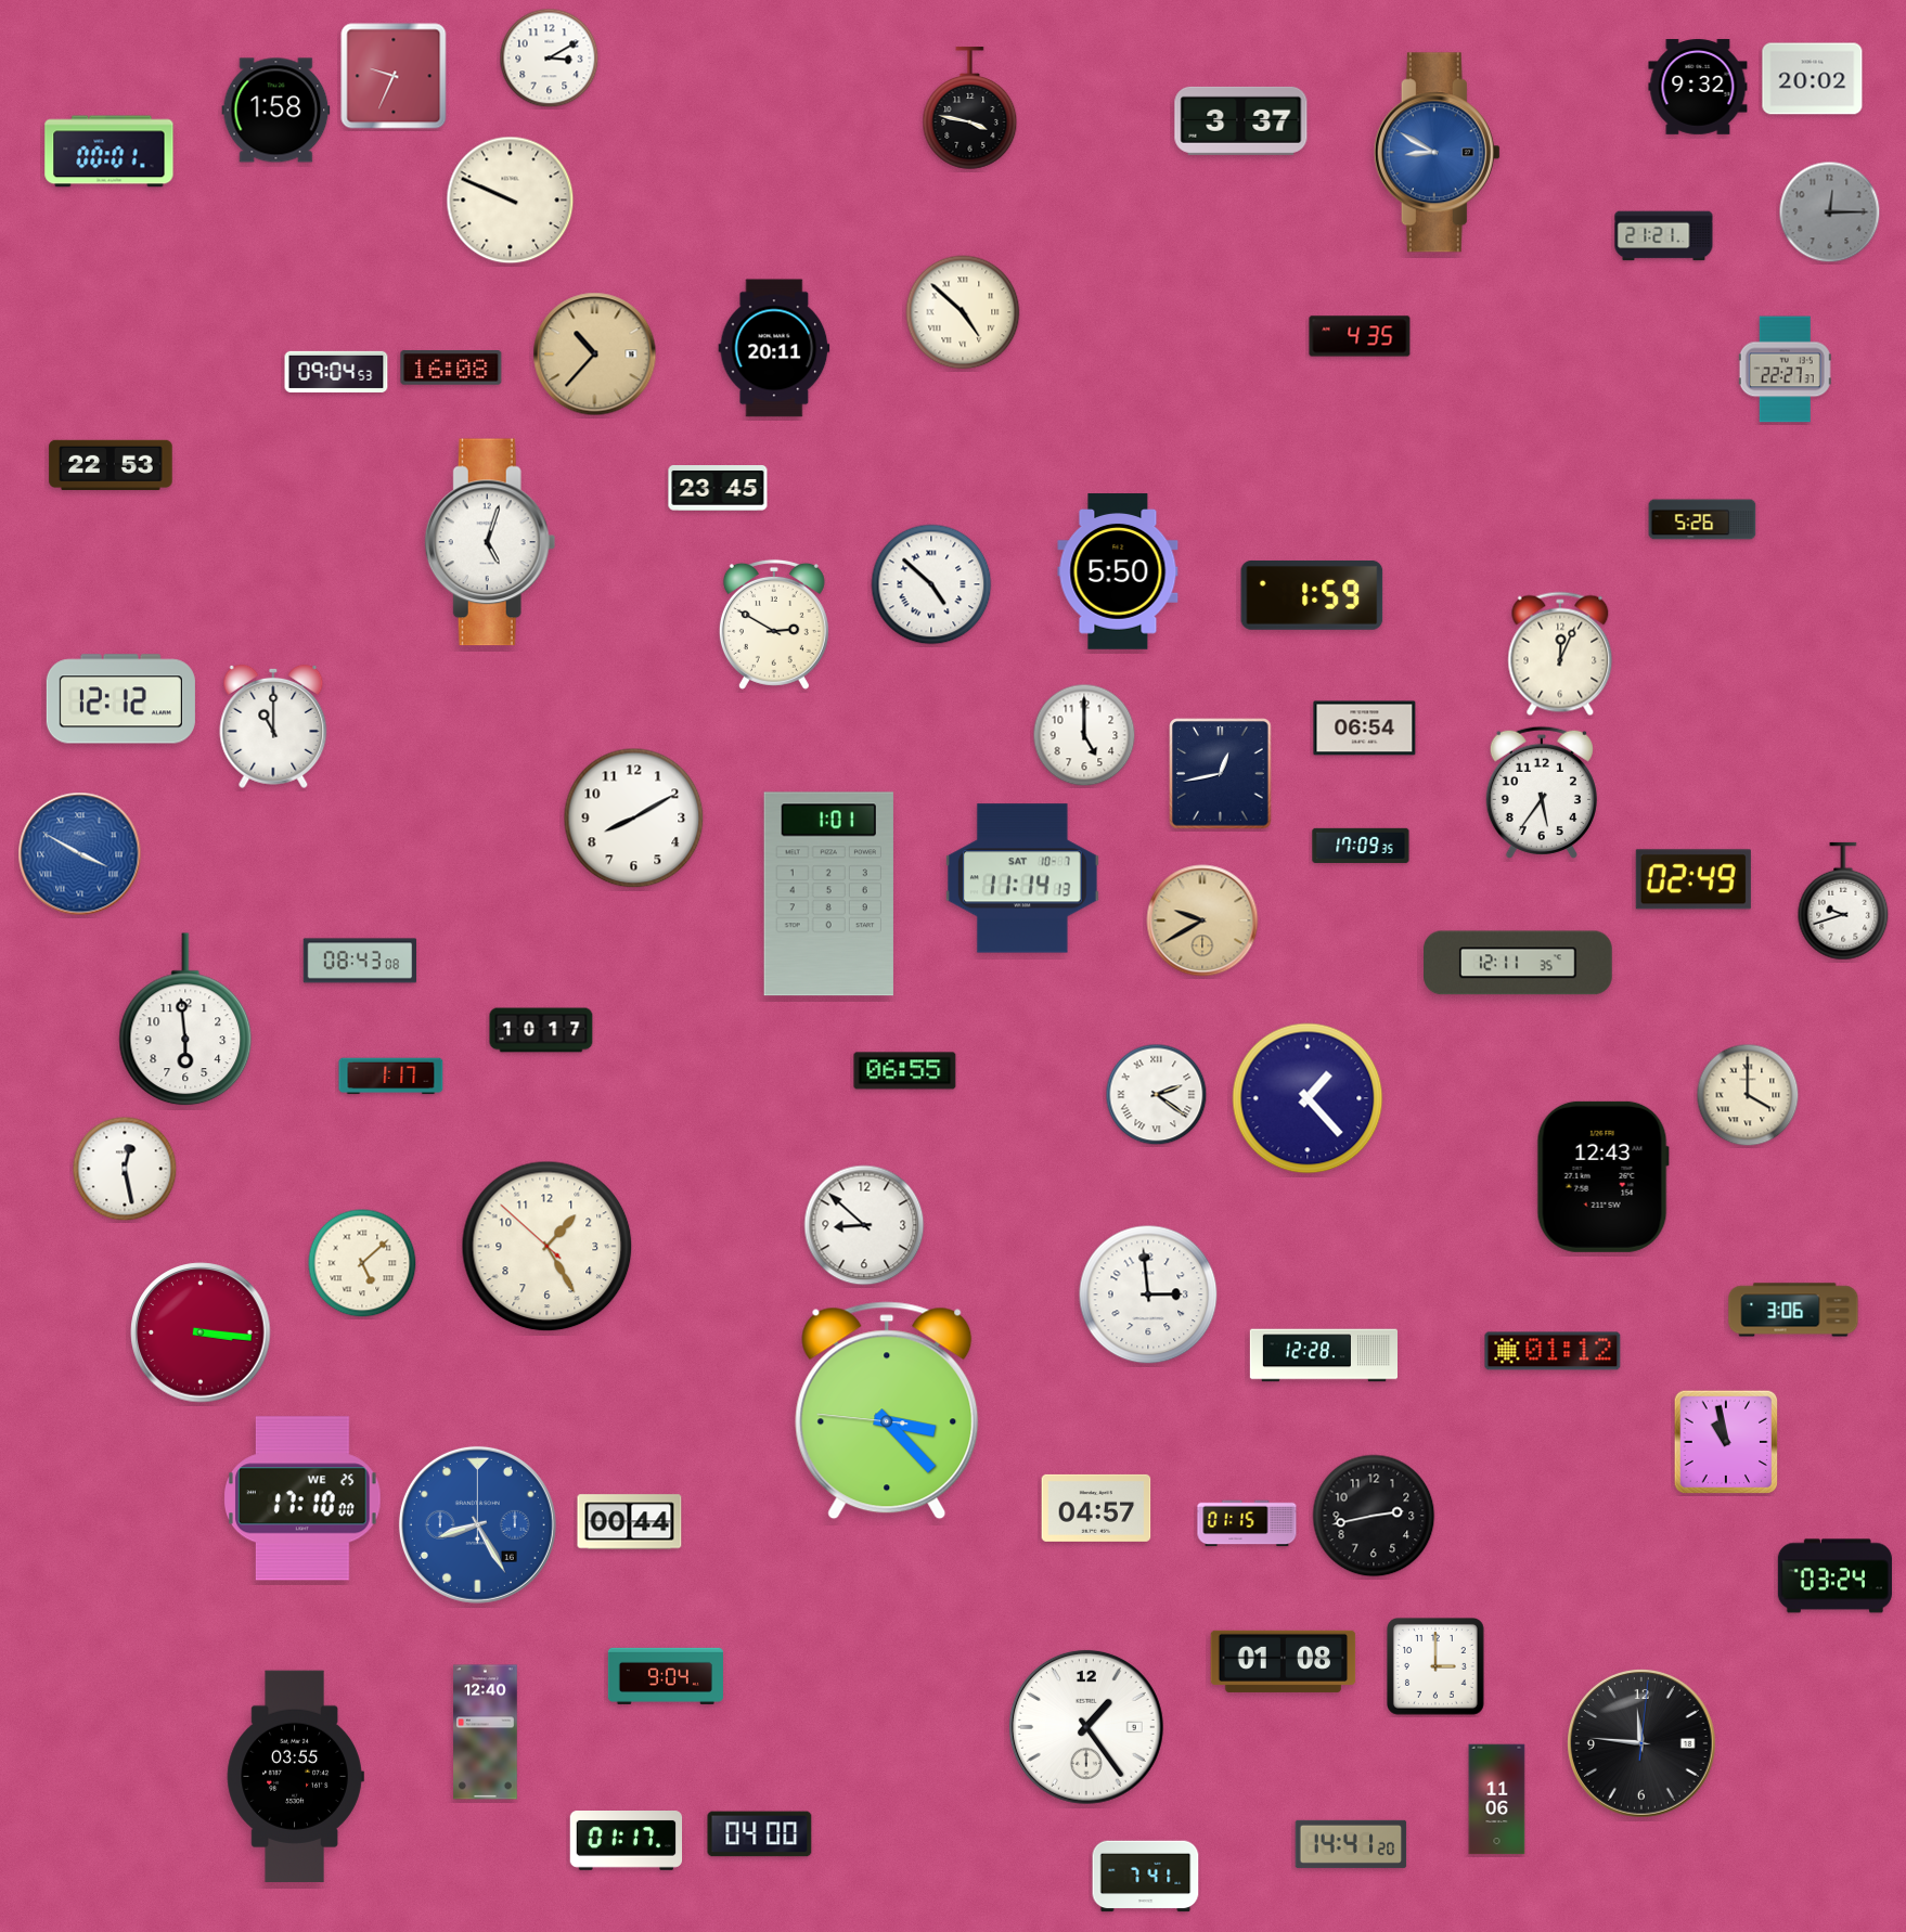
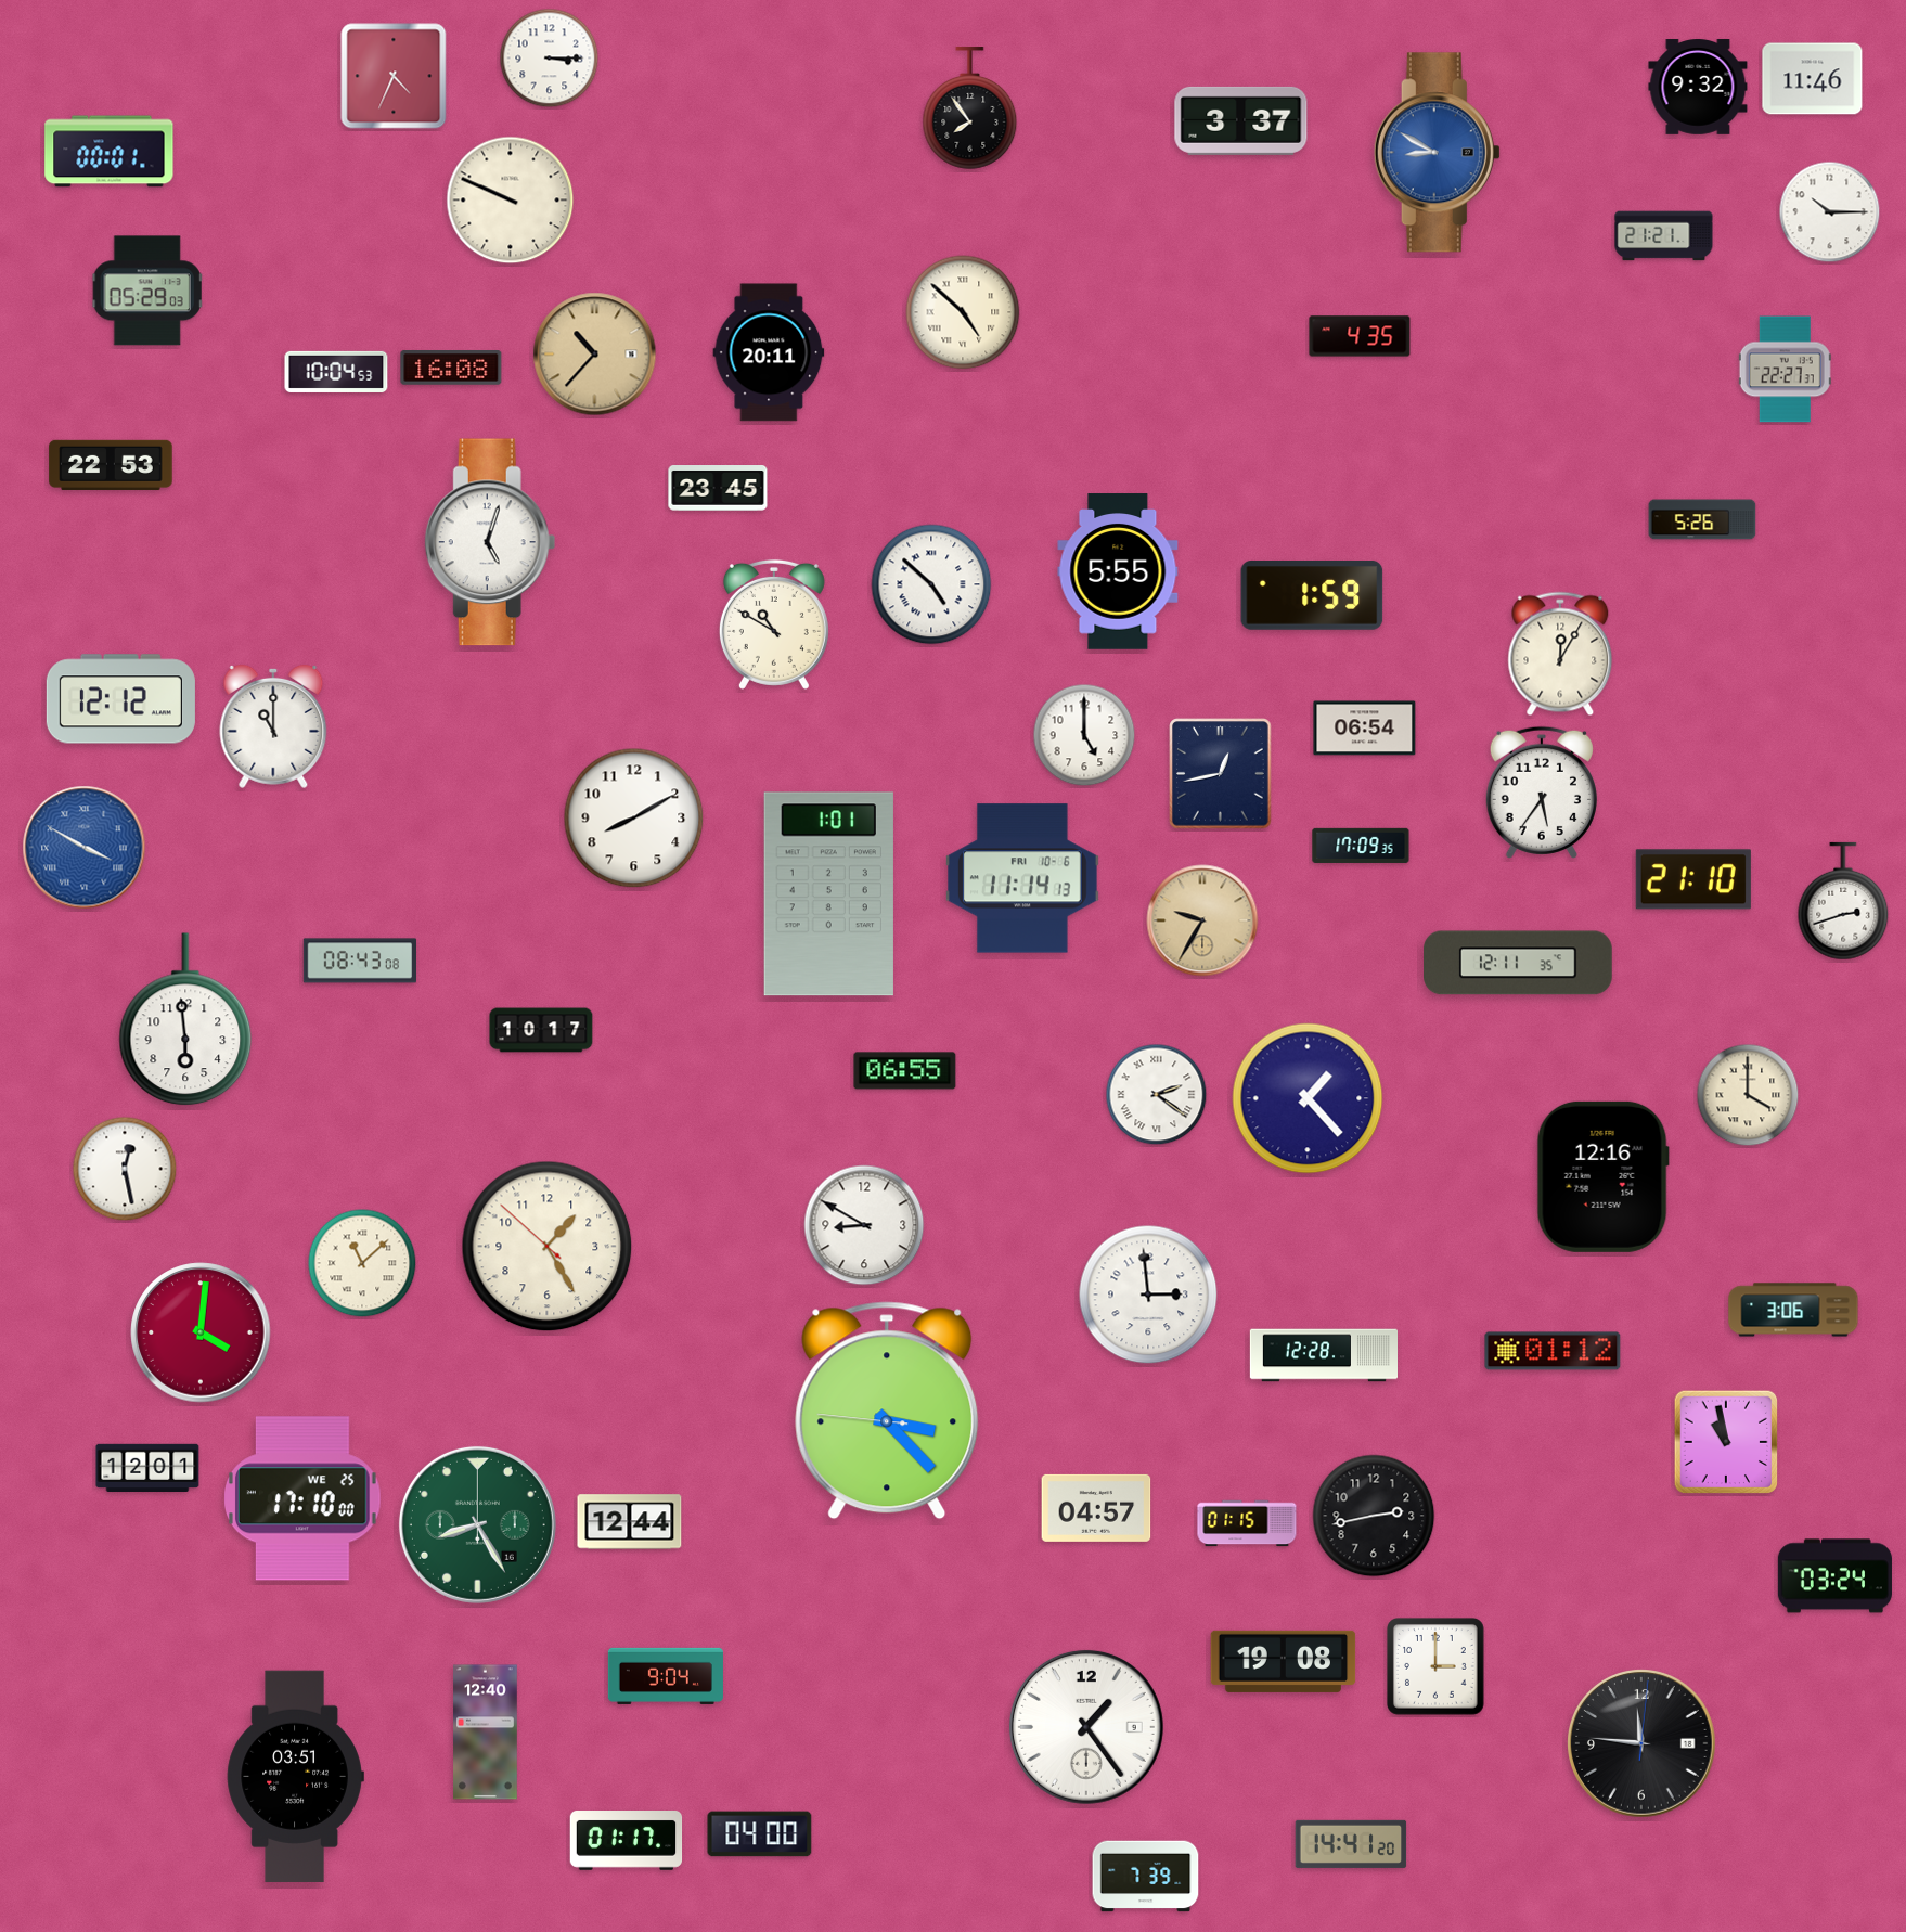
clock at (550, 59): 3:10 -> 3:15
clock at (394, 76): 9:34 -> 4:34
clock at (1813, 79): 20:02 -> 11:46
clock at (970, 108): 3:47 -> 7:54
clock at (276, 111): 1:58 -> none
clock at (1830, 212): 12:15 -> 10:15
clock at (1830, 212) dial: grey -> white
clock at (147, 291): none -> 05:29
clock at (774, 348) position: (774, 348) -> (769, 352)
clock at (336, 371): 09:04 -> 10:04
clock at (1118, 571): 5:50 -> 5:55
clock at (774, 624): 2:50 -> 10:50
clock at (1560, 654): 12:04 -> 12:05
clock at (80, 854) position: (80, 854) -> (85, 848)
clock at (1022, 878) date: SAT 10-7 -> FRI 10-6
clock at (1693, 879): 02:49 -> 21:10
clock at (1843, 901): 9:42 -> 2:42
clock at (1202, 920): 9:40 -> 9:35
clock at (391, 1077): 1:17 -> none
clock at (1602, 1176): 12:43 -> 12:16
clock at (864, 1225): 8:52 -> 8:50
clock at (362, 1263): 5:08 -> 11:08
clock at (201, 1332): 3:16 -> 4:01
clock at (147, 1468): none -> 12:01
clock at (630, 1522): 00:44 -> 12:44
clock at (477, 1524) dial: blue -> green
clock at (1284, 1661): 01:08 -> 19:08
clock at (295, 1776): 03:55 -> 03:51
clock at (1497, 1800): 11:06 -> none
clock at (1146, 1877): 7:41 -> 7:39
